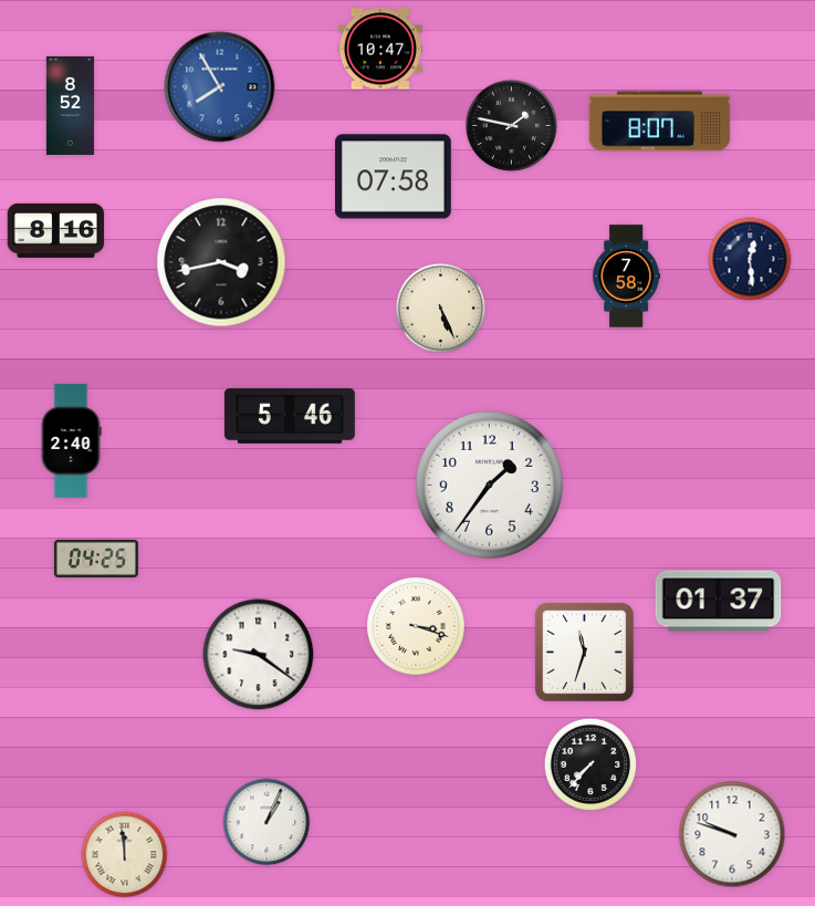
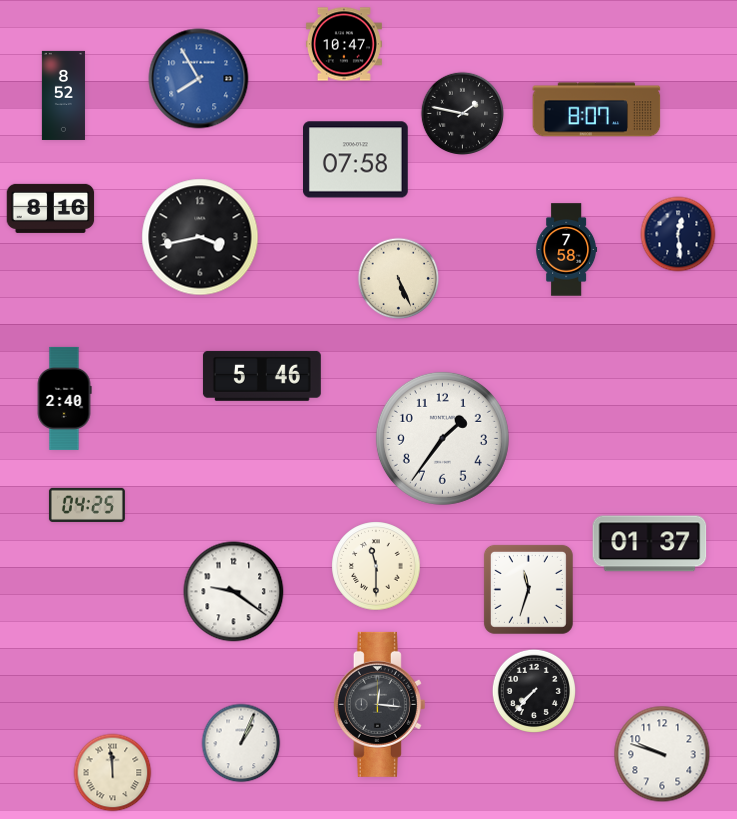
clock at (416, 626): 3:18 -> 11:30
clock at (379, 704): none -> 12:16
